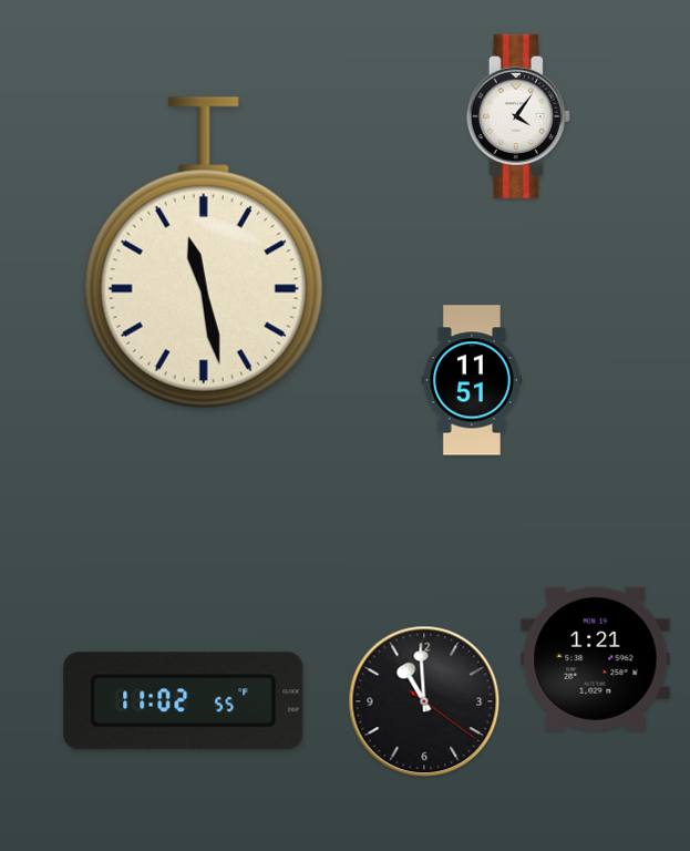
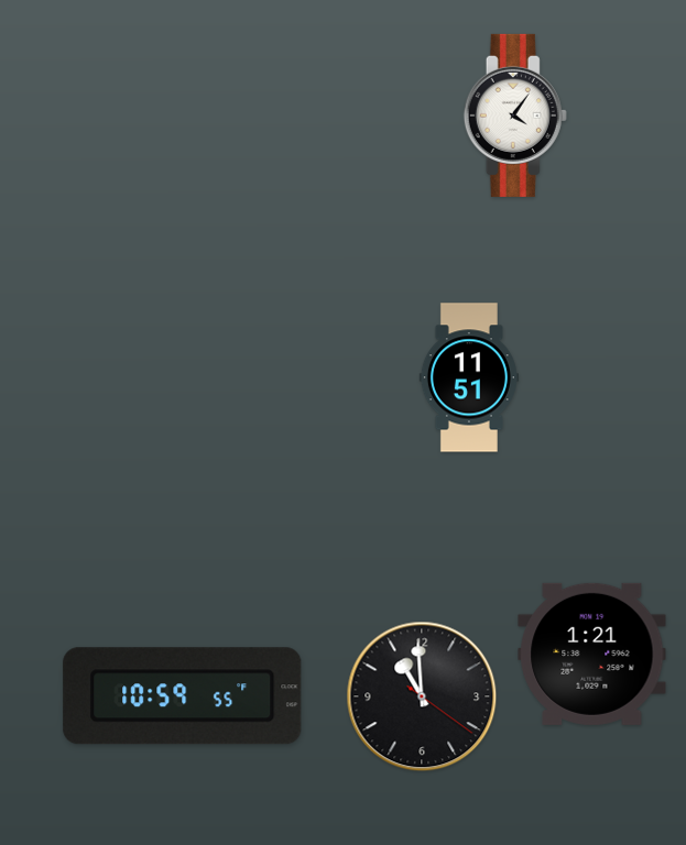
clock at (204, 253): 11:28 -> none
clock at (184, 701): 11:02 -> 10:59
